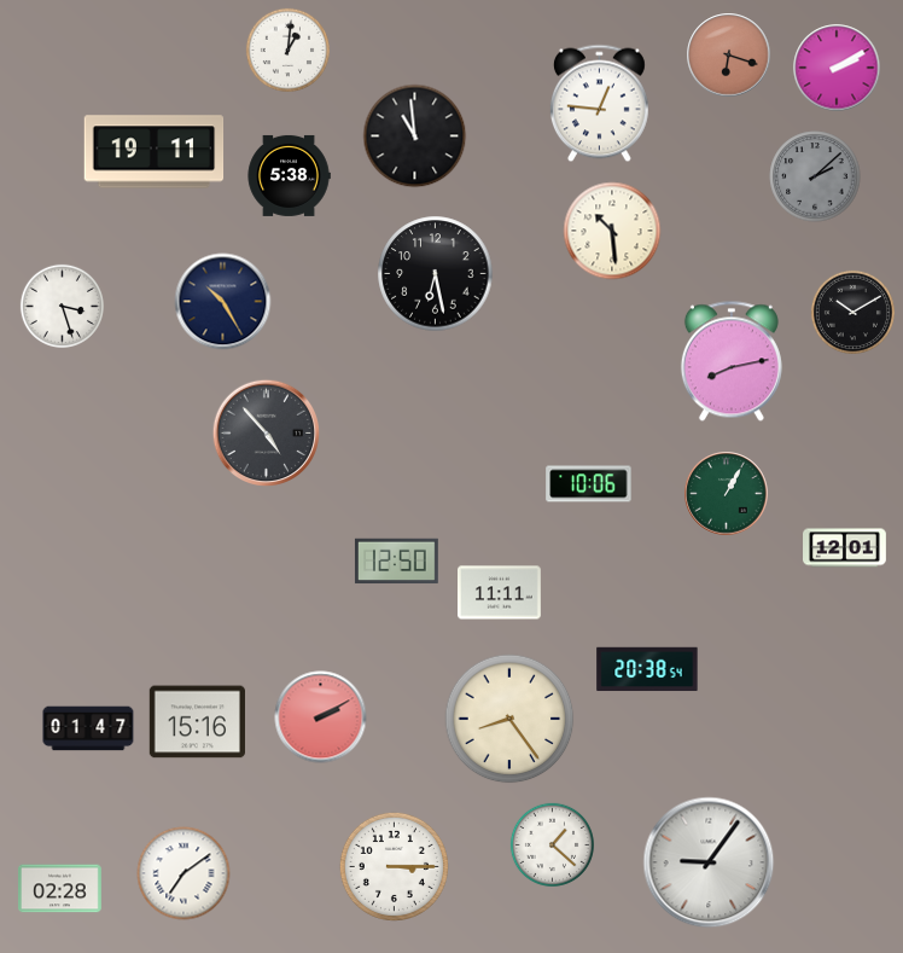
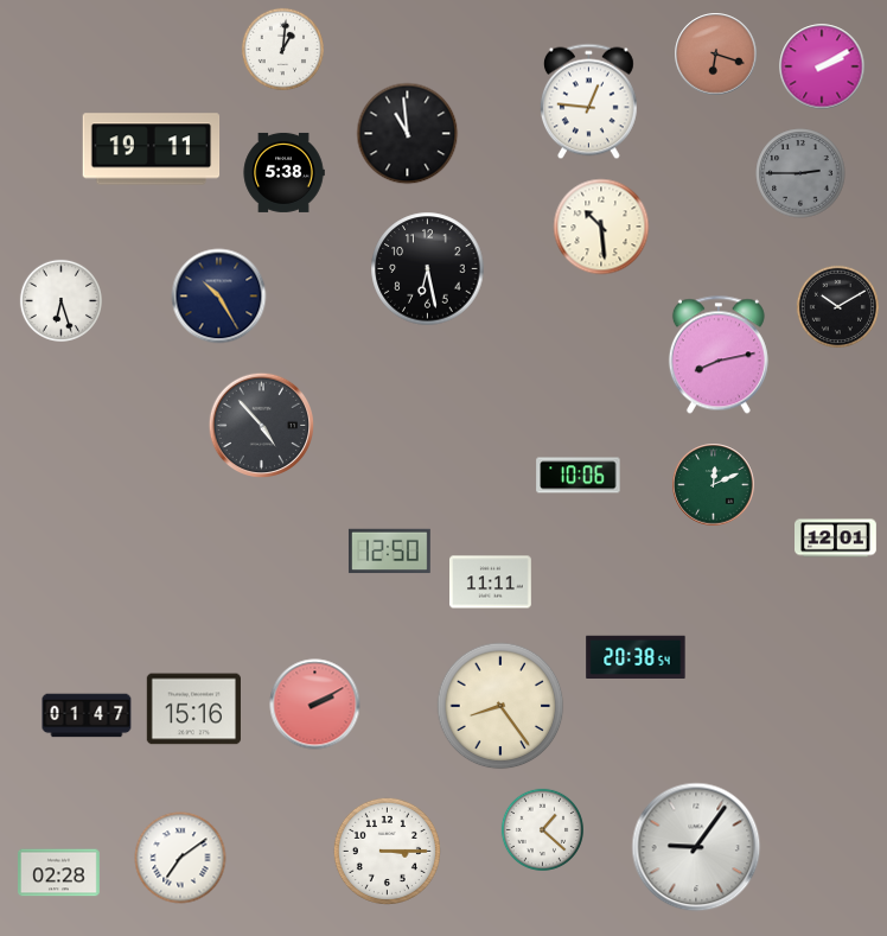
clock at (815, 176): 2:08 -> 2:45
clock at (62, 306): 3:27 -> 6:27
clock at (727, 494): 1:05 -> 12:11
clock at (845, 548) position: (845, 548) -> (836, 539)
